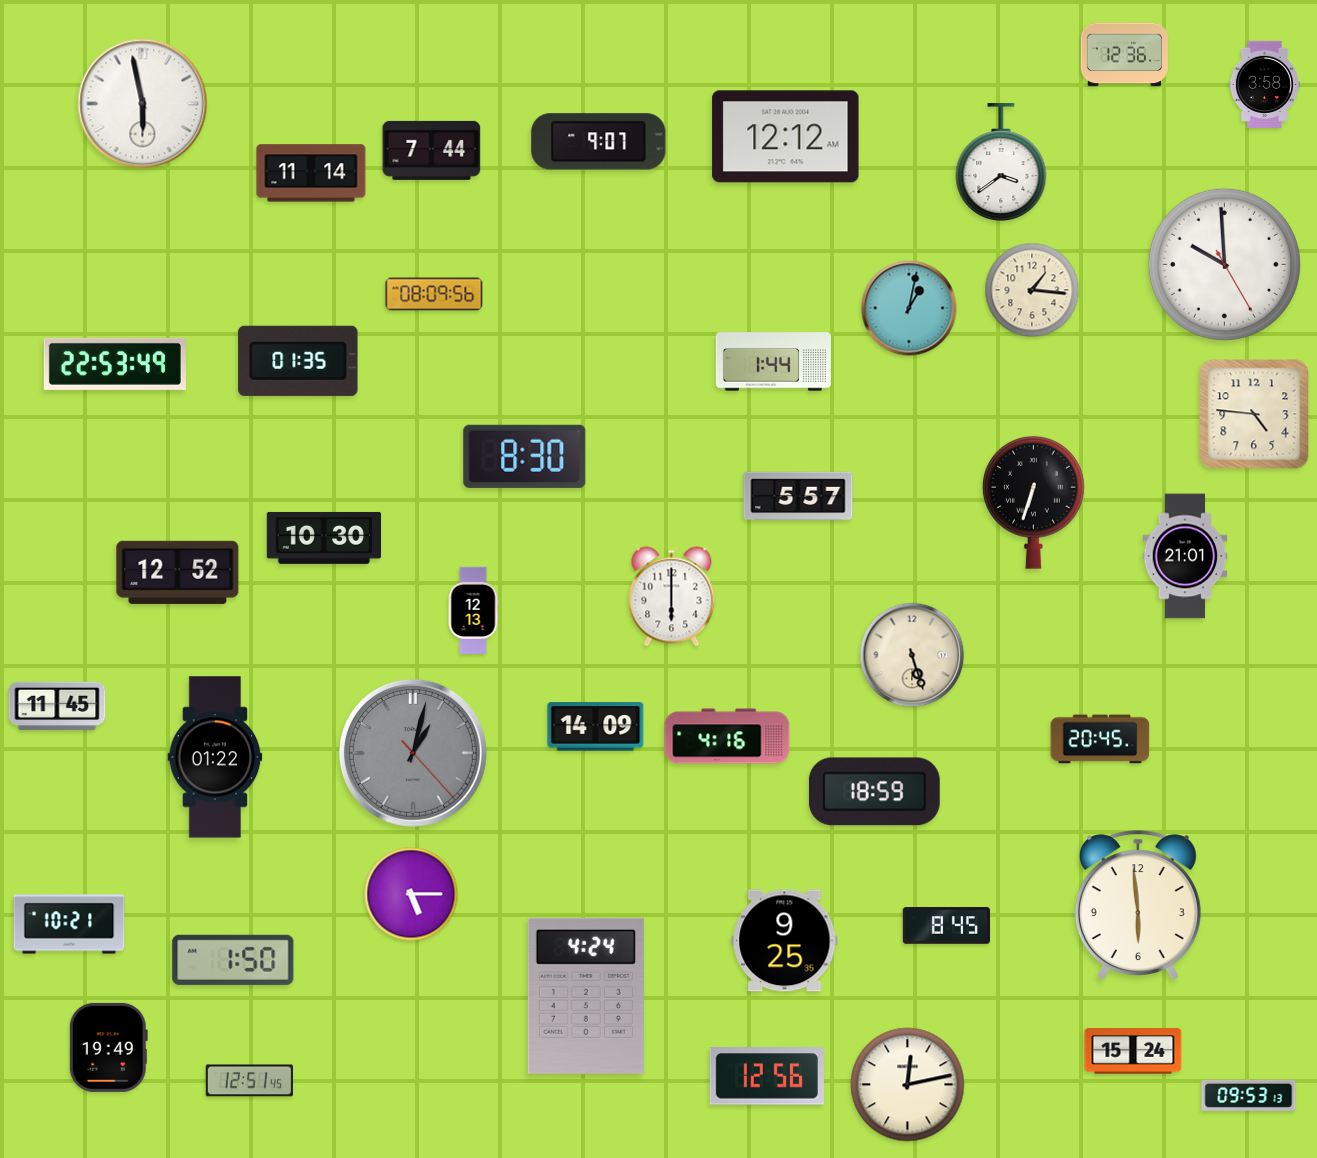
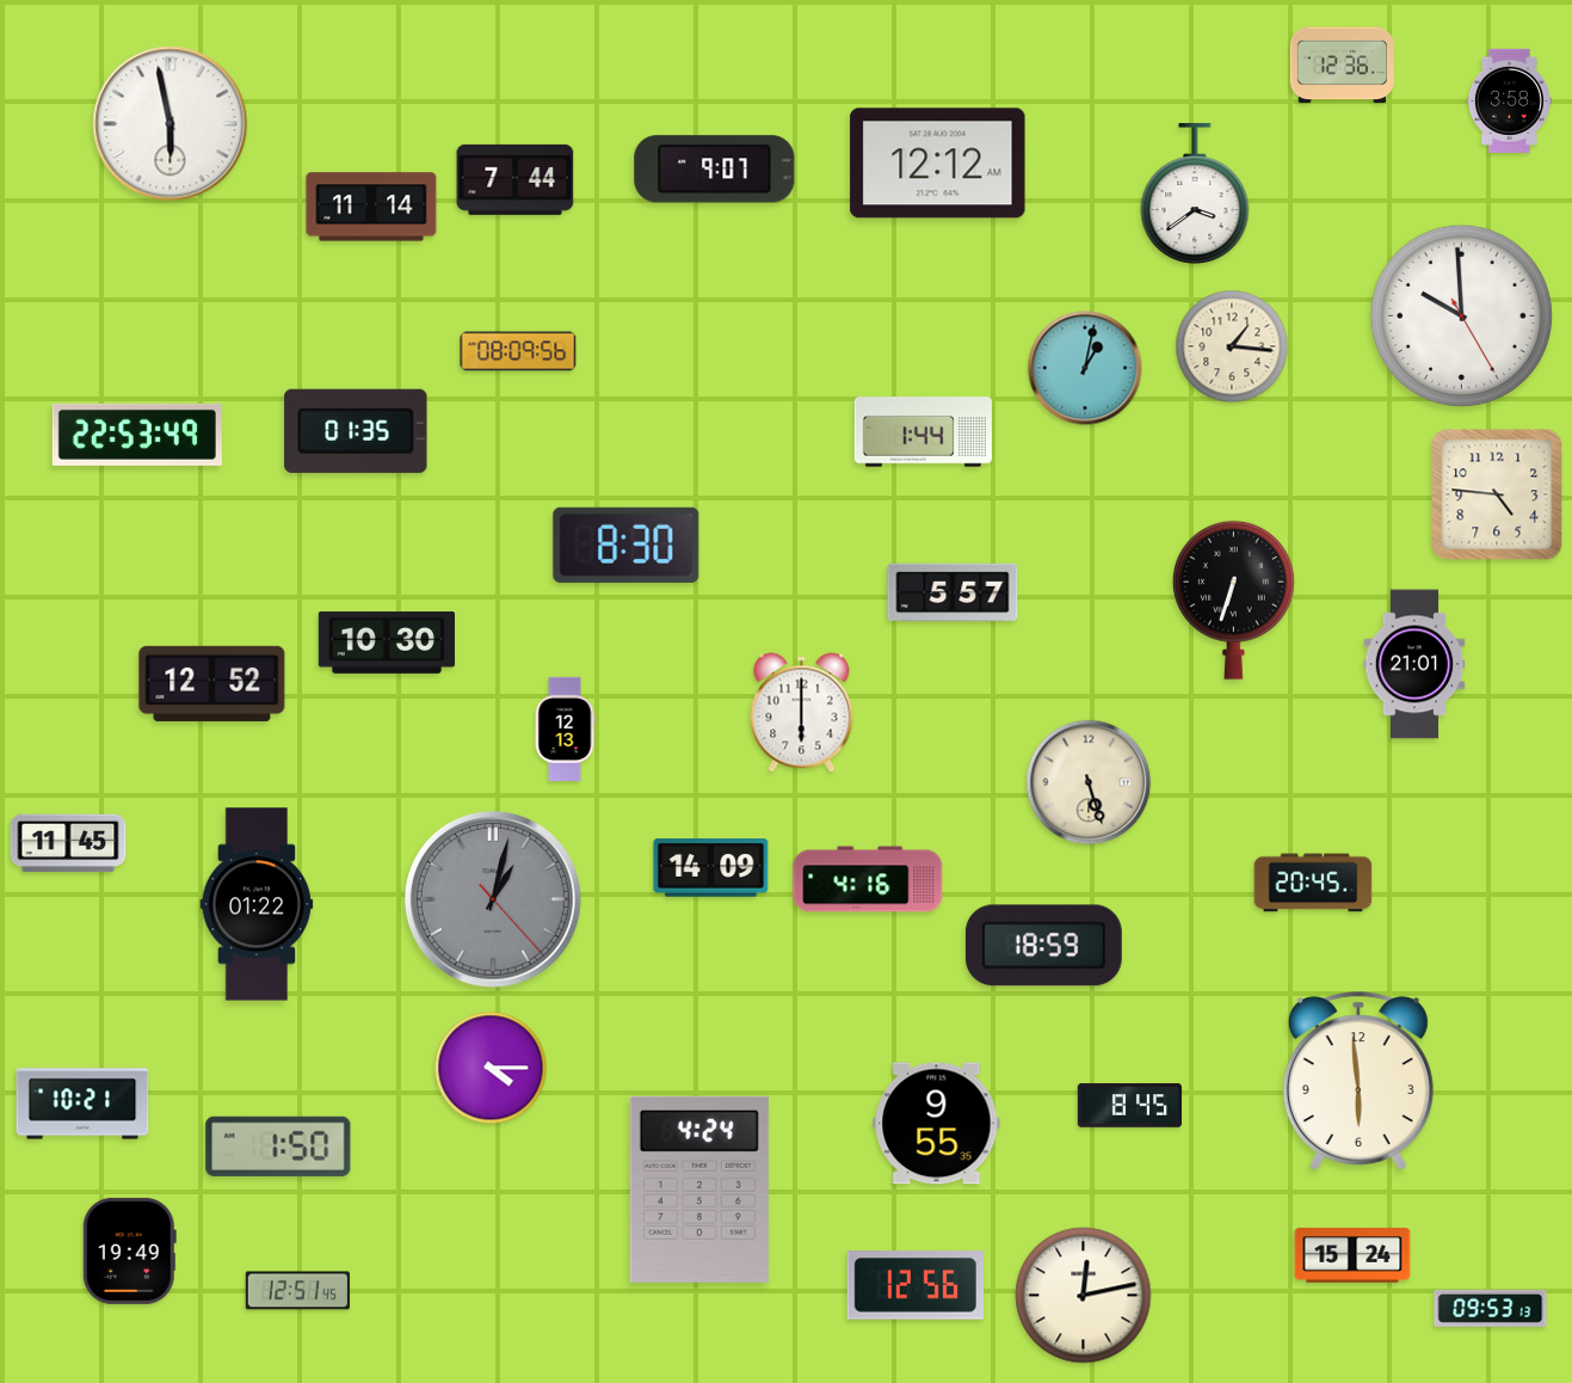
clock at (411, 894): 5:15 -> 4:15
clock at (785, 941): 9:25 -> 9:55
